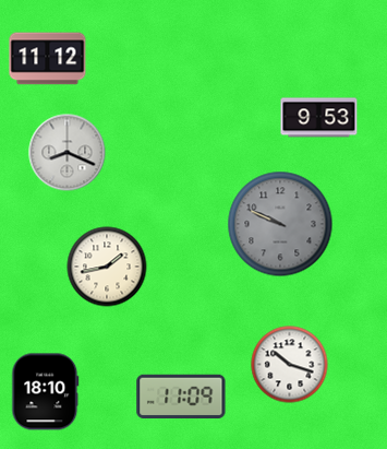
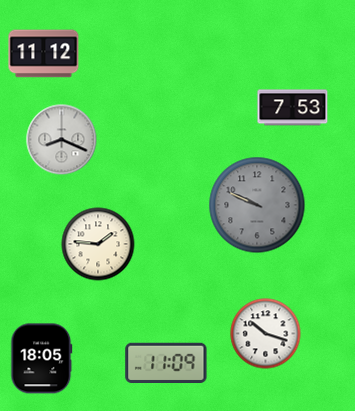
clock at (319, 118): 9:53 -> 7:53
clock at (107, 267): 1:43 -> 1:46
clock at (46, 392): 18:10 -> 18:05
